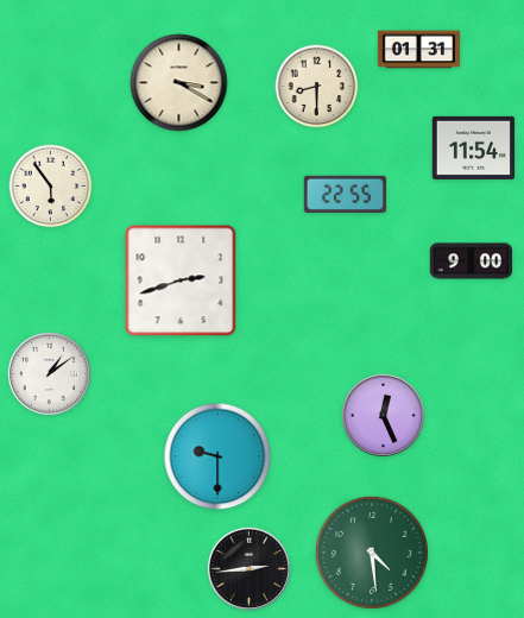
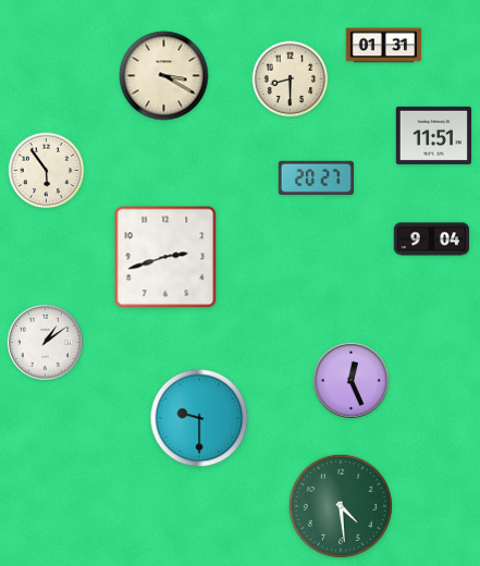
clock at (473, 147): 11:54 -> 11:51
clock at (345, 194): 22:55 -> 20:27
clock at (472, 261): 9:00 -> 9:04
clock at (248, 568): 2:44 -> none
